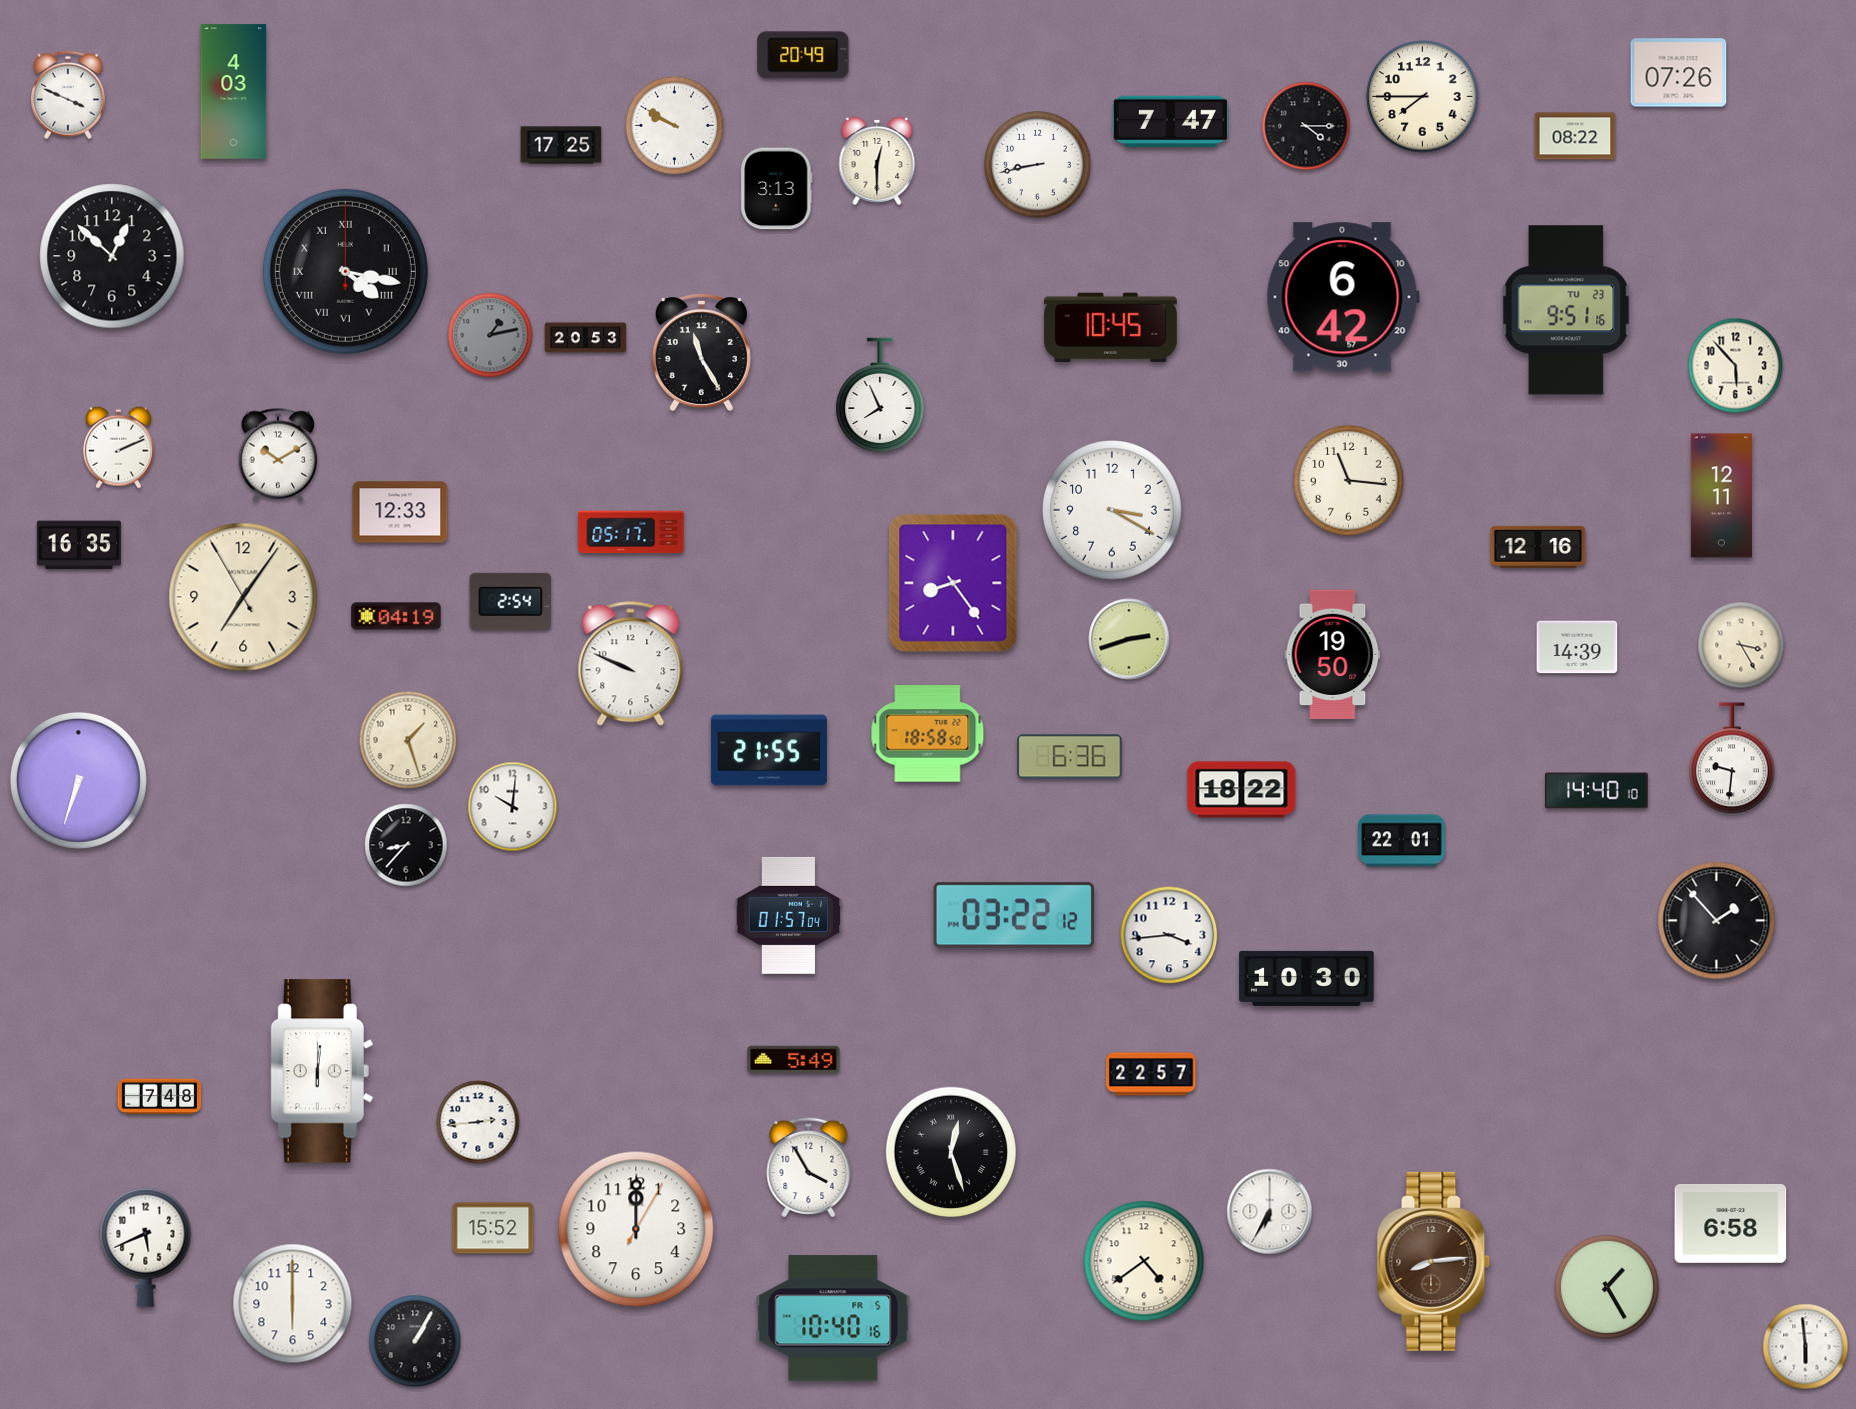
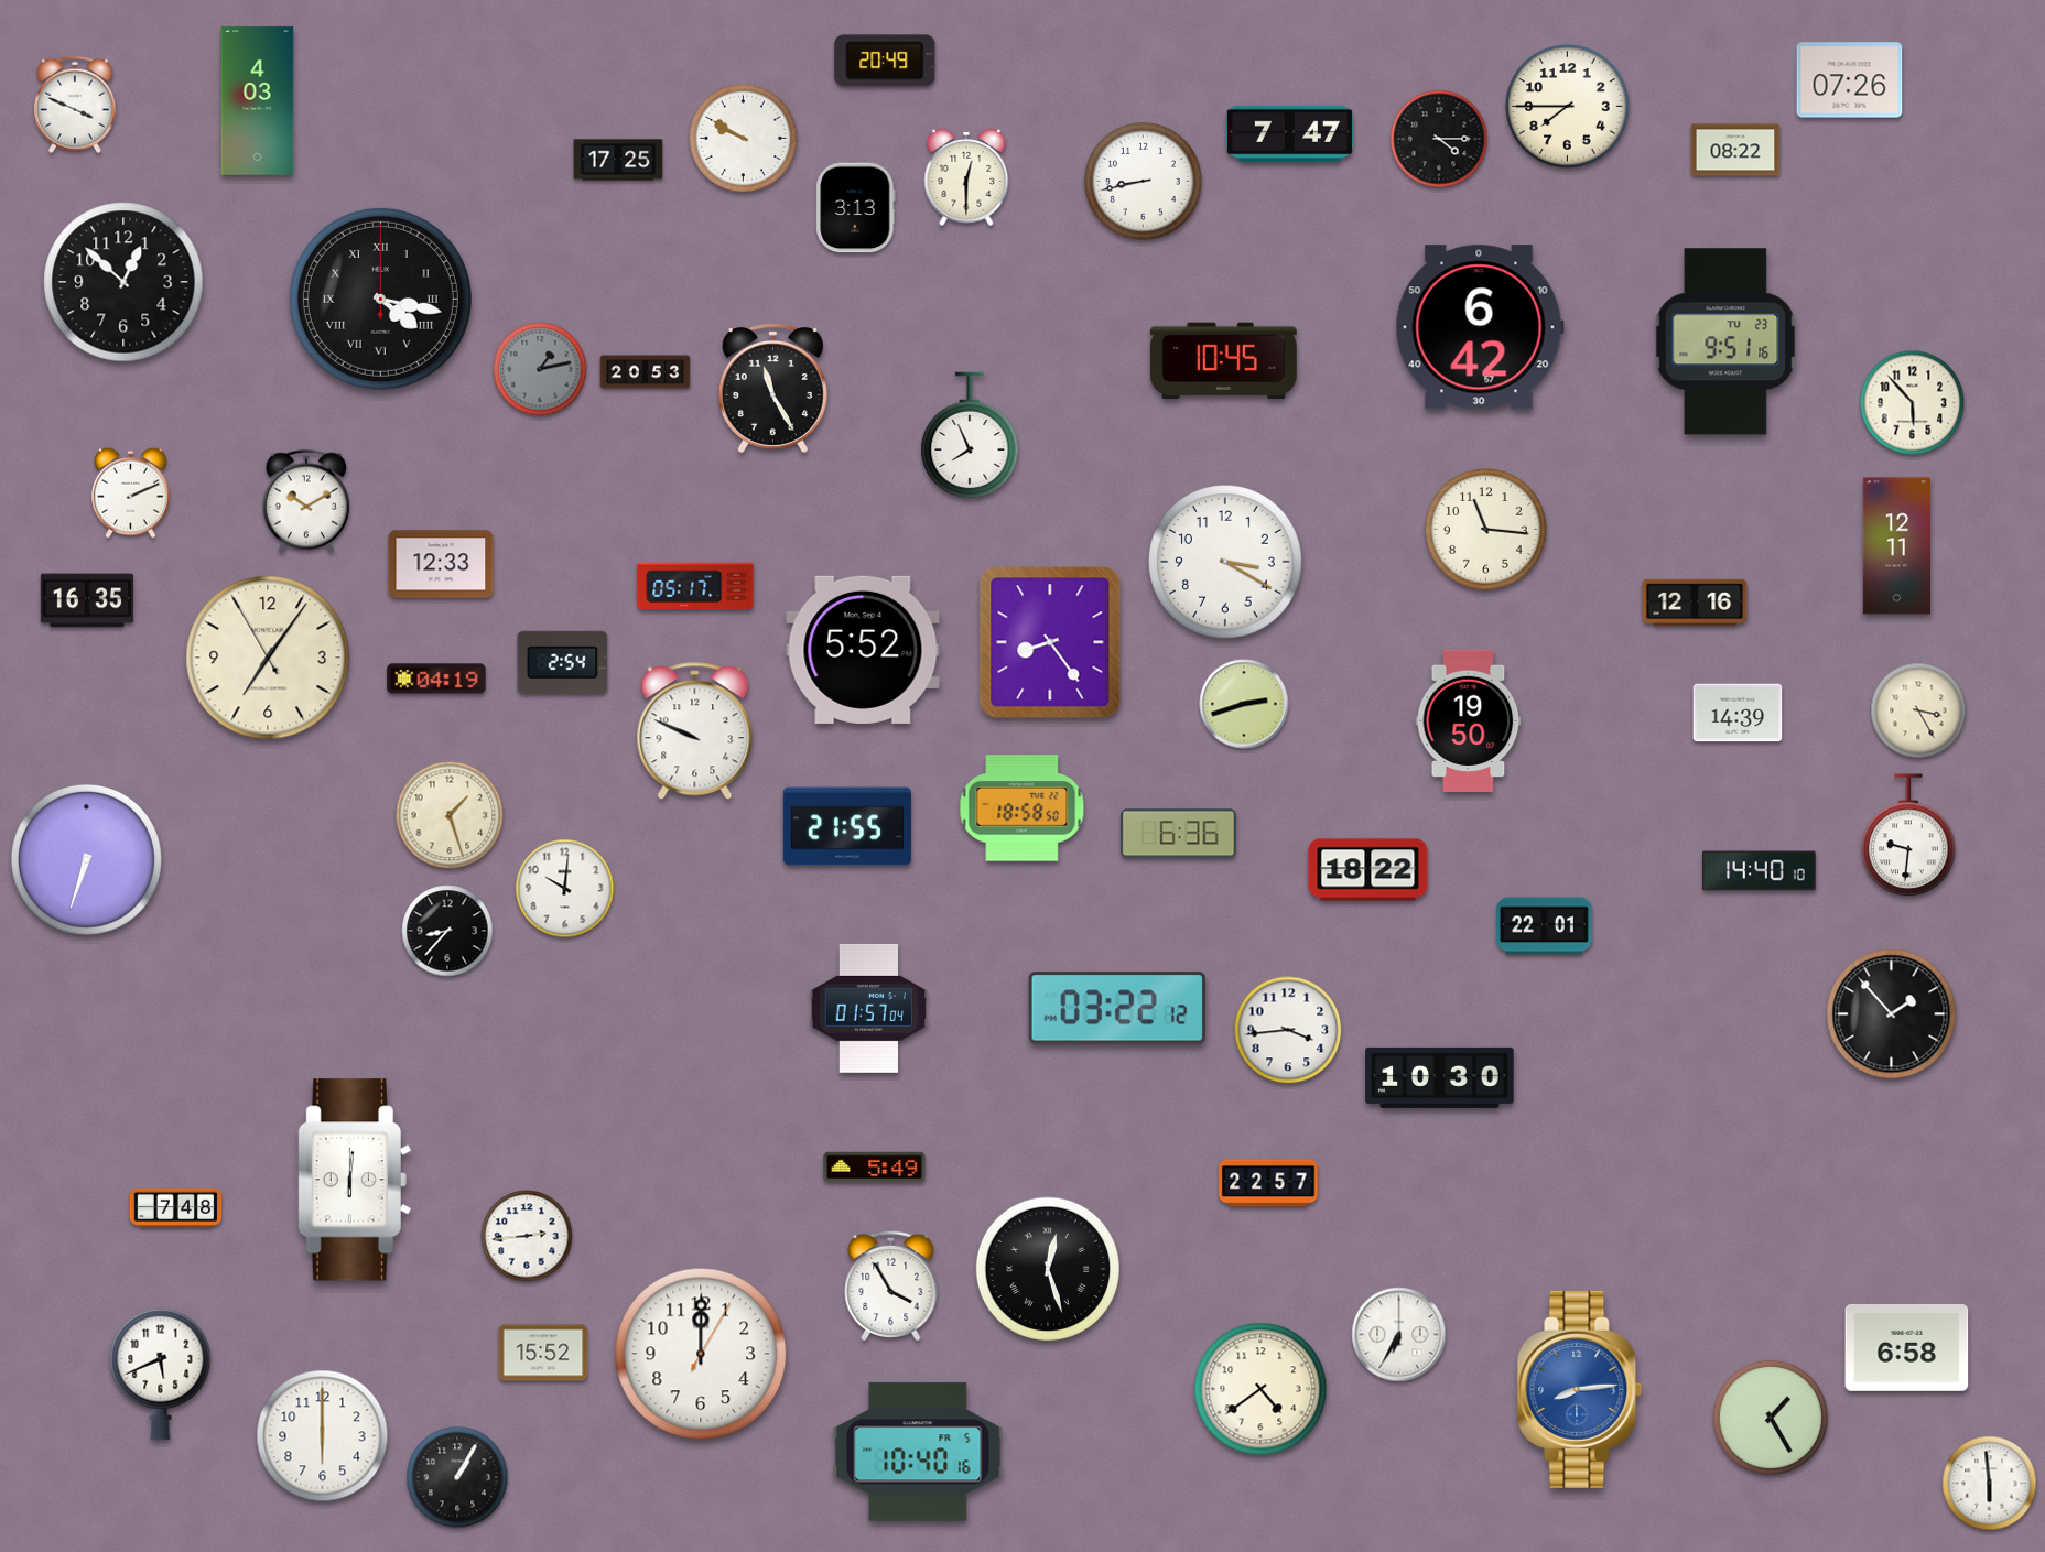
clock at (863, 650): none -> 5:52
clock at (1434, 1261) dial: brown -> blue
